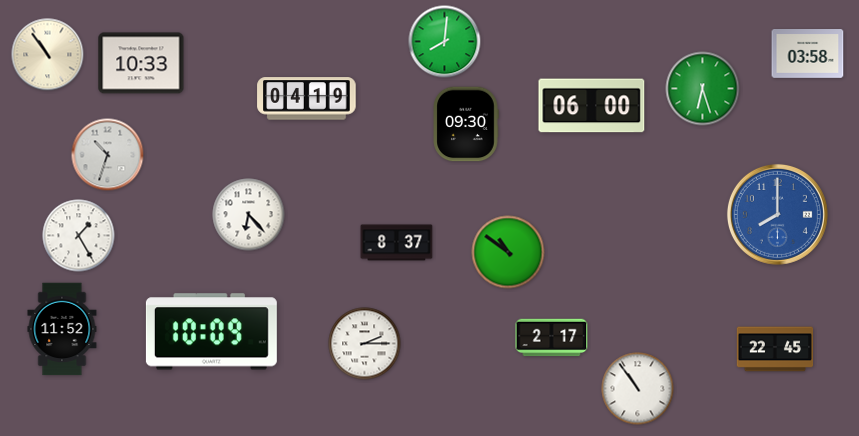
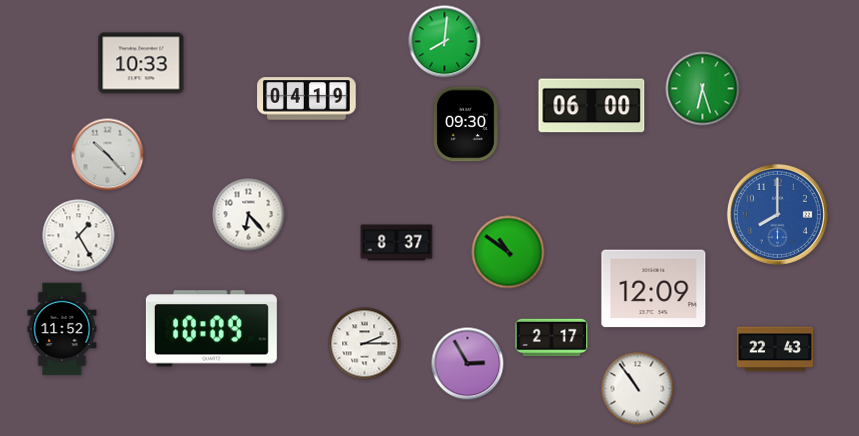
clock at (808, 54): 03:58 -> none
clock at (48, 55): 10:54 -> none
clock at (108, 155): 10:33 -> 10:23
clock at (654, 289): none -> 12:09
clock at (211, 332) position: (211, 332) -> (211, 329)
clock at (775, 349): 22:45 -> 22:43
clock at (468, 364): none -> 2:55
